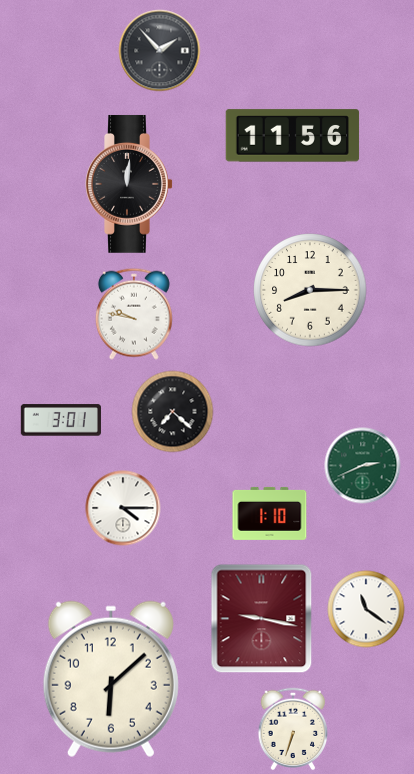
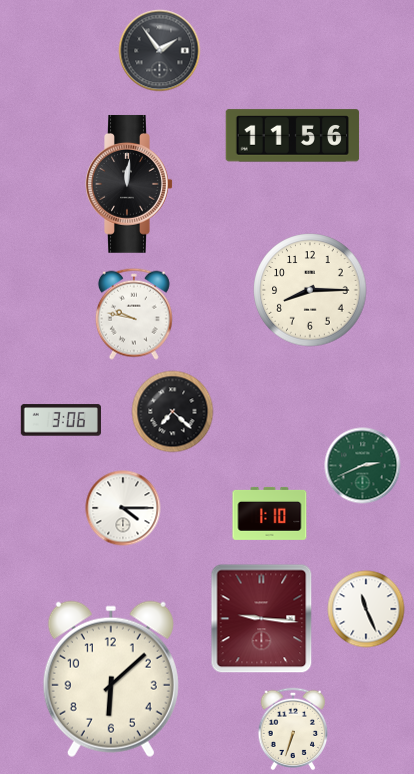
clock at (160, 51): 1:53 -> 1:54
clock at (61, 420): 3:01 -> 3:06
clock at (366, 609): 11:21 -> 11:26
clock at (262, 619): 9:17 -> 9:16
